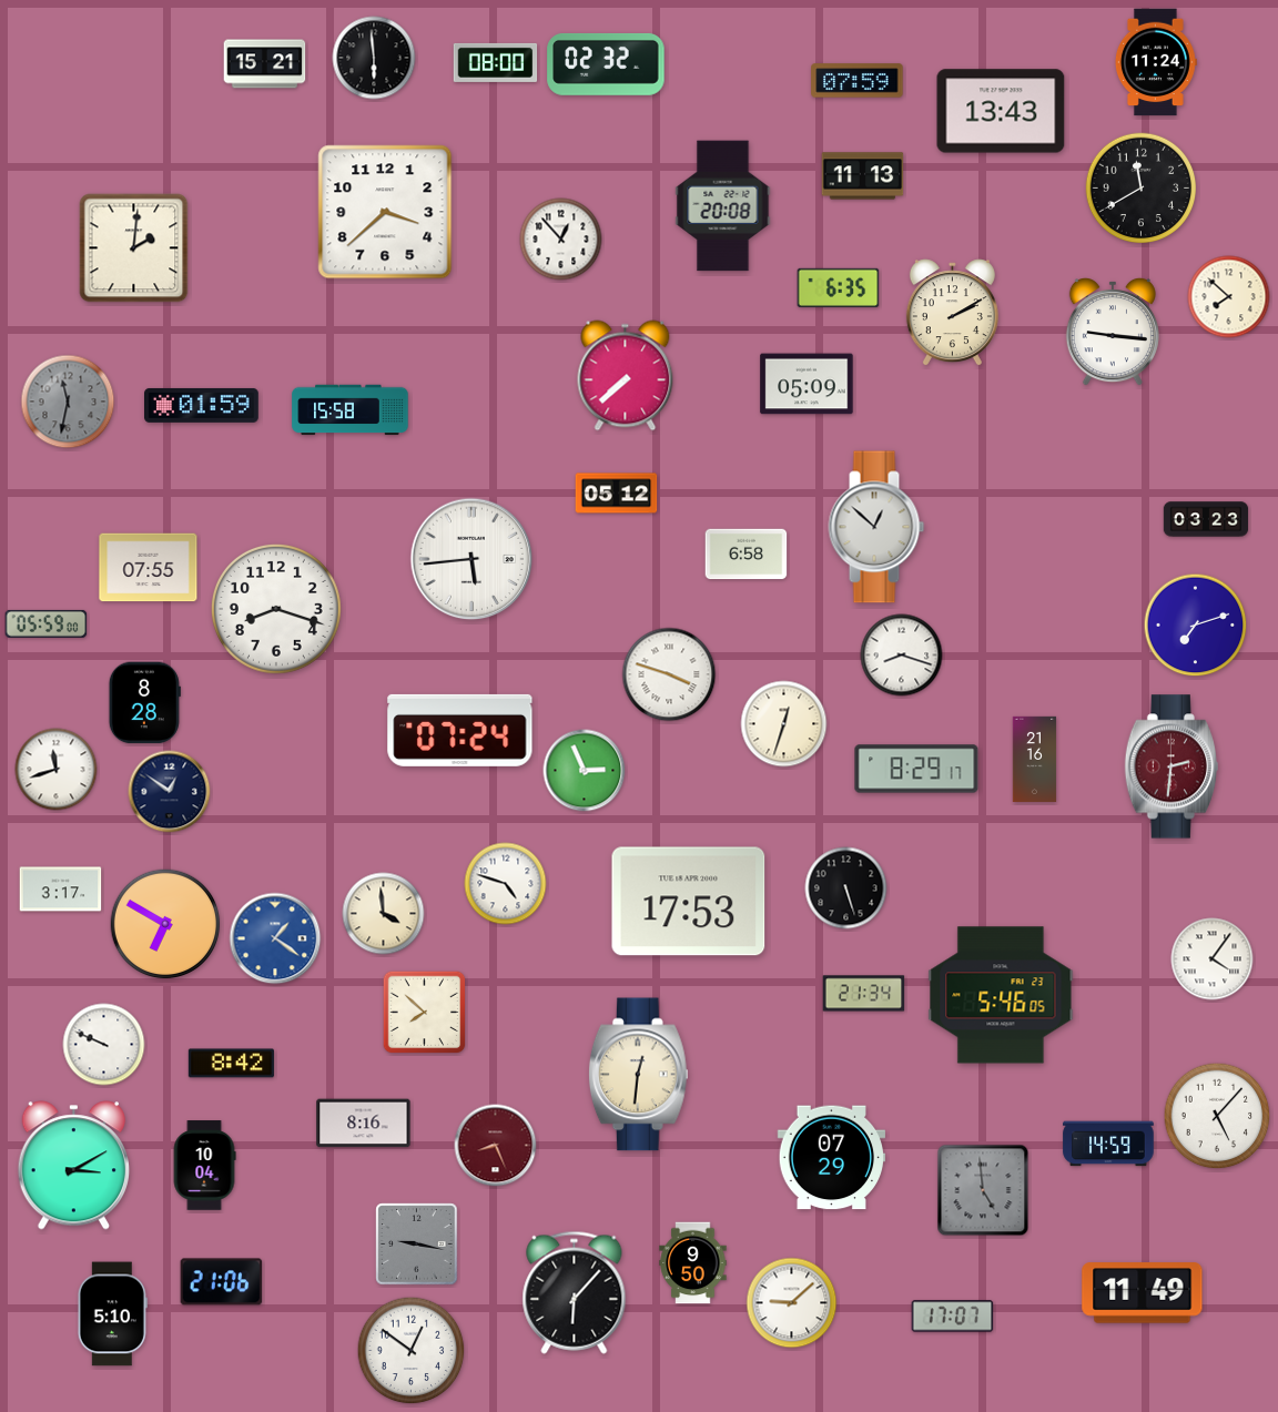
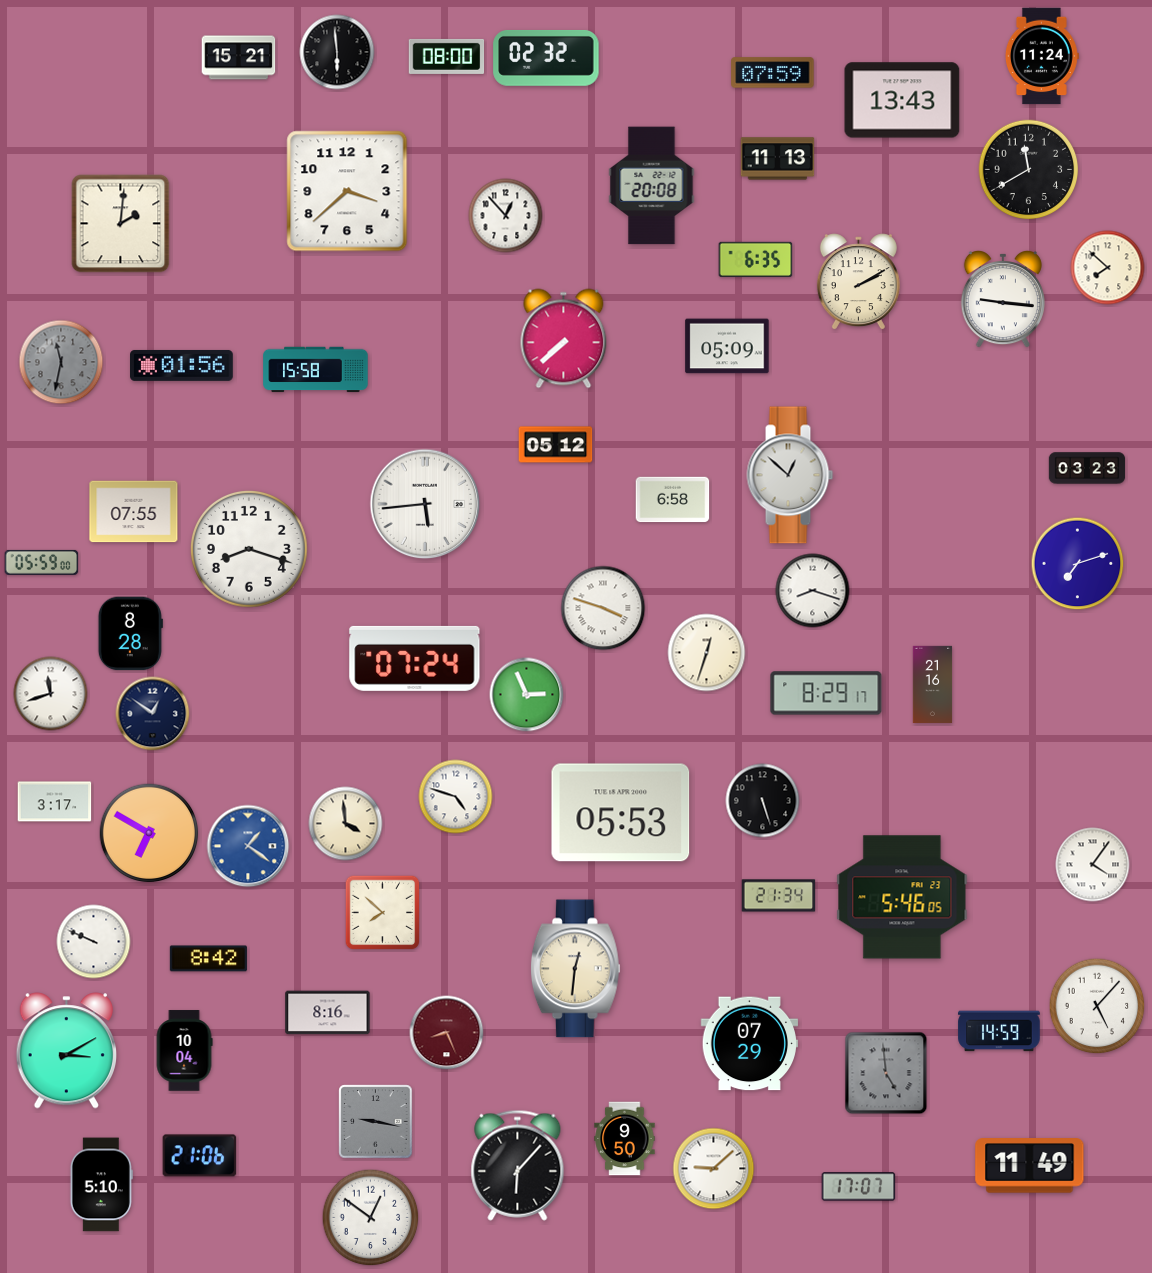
clock at (202, 405): 01:59 -> 01:56
clock at (1170, 766): 2:31 -> none
clock at (689, 902): 17:53 -> 05:53
clock at (792, 1303) position: (792, 1303) -> (714, 1169)
